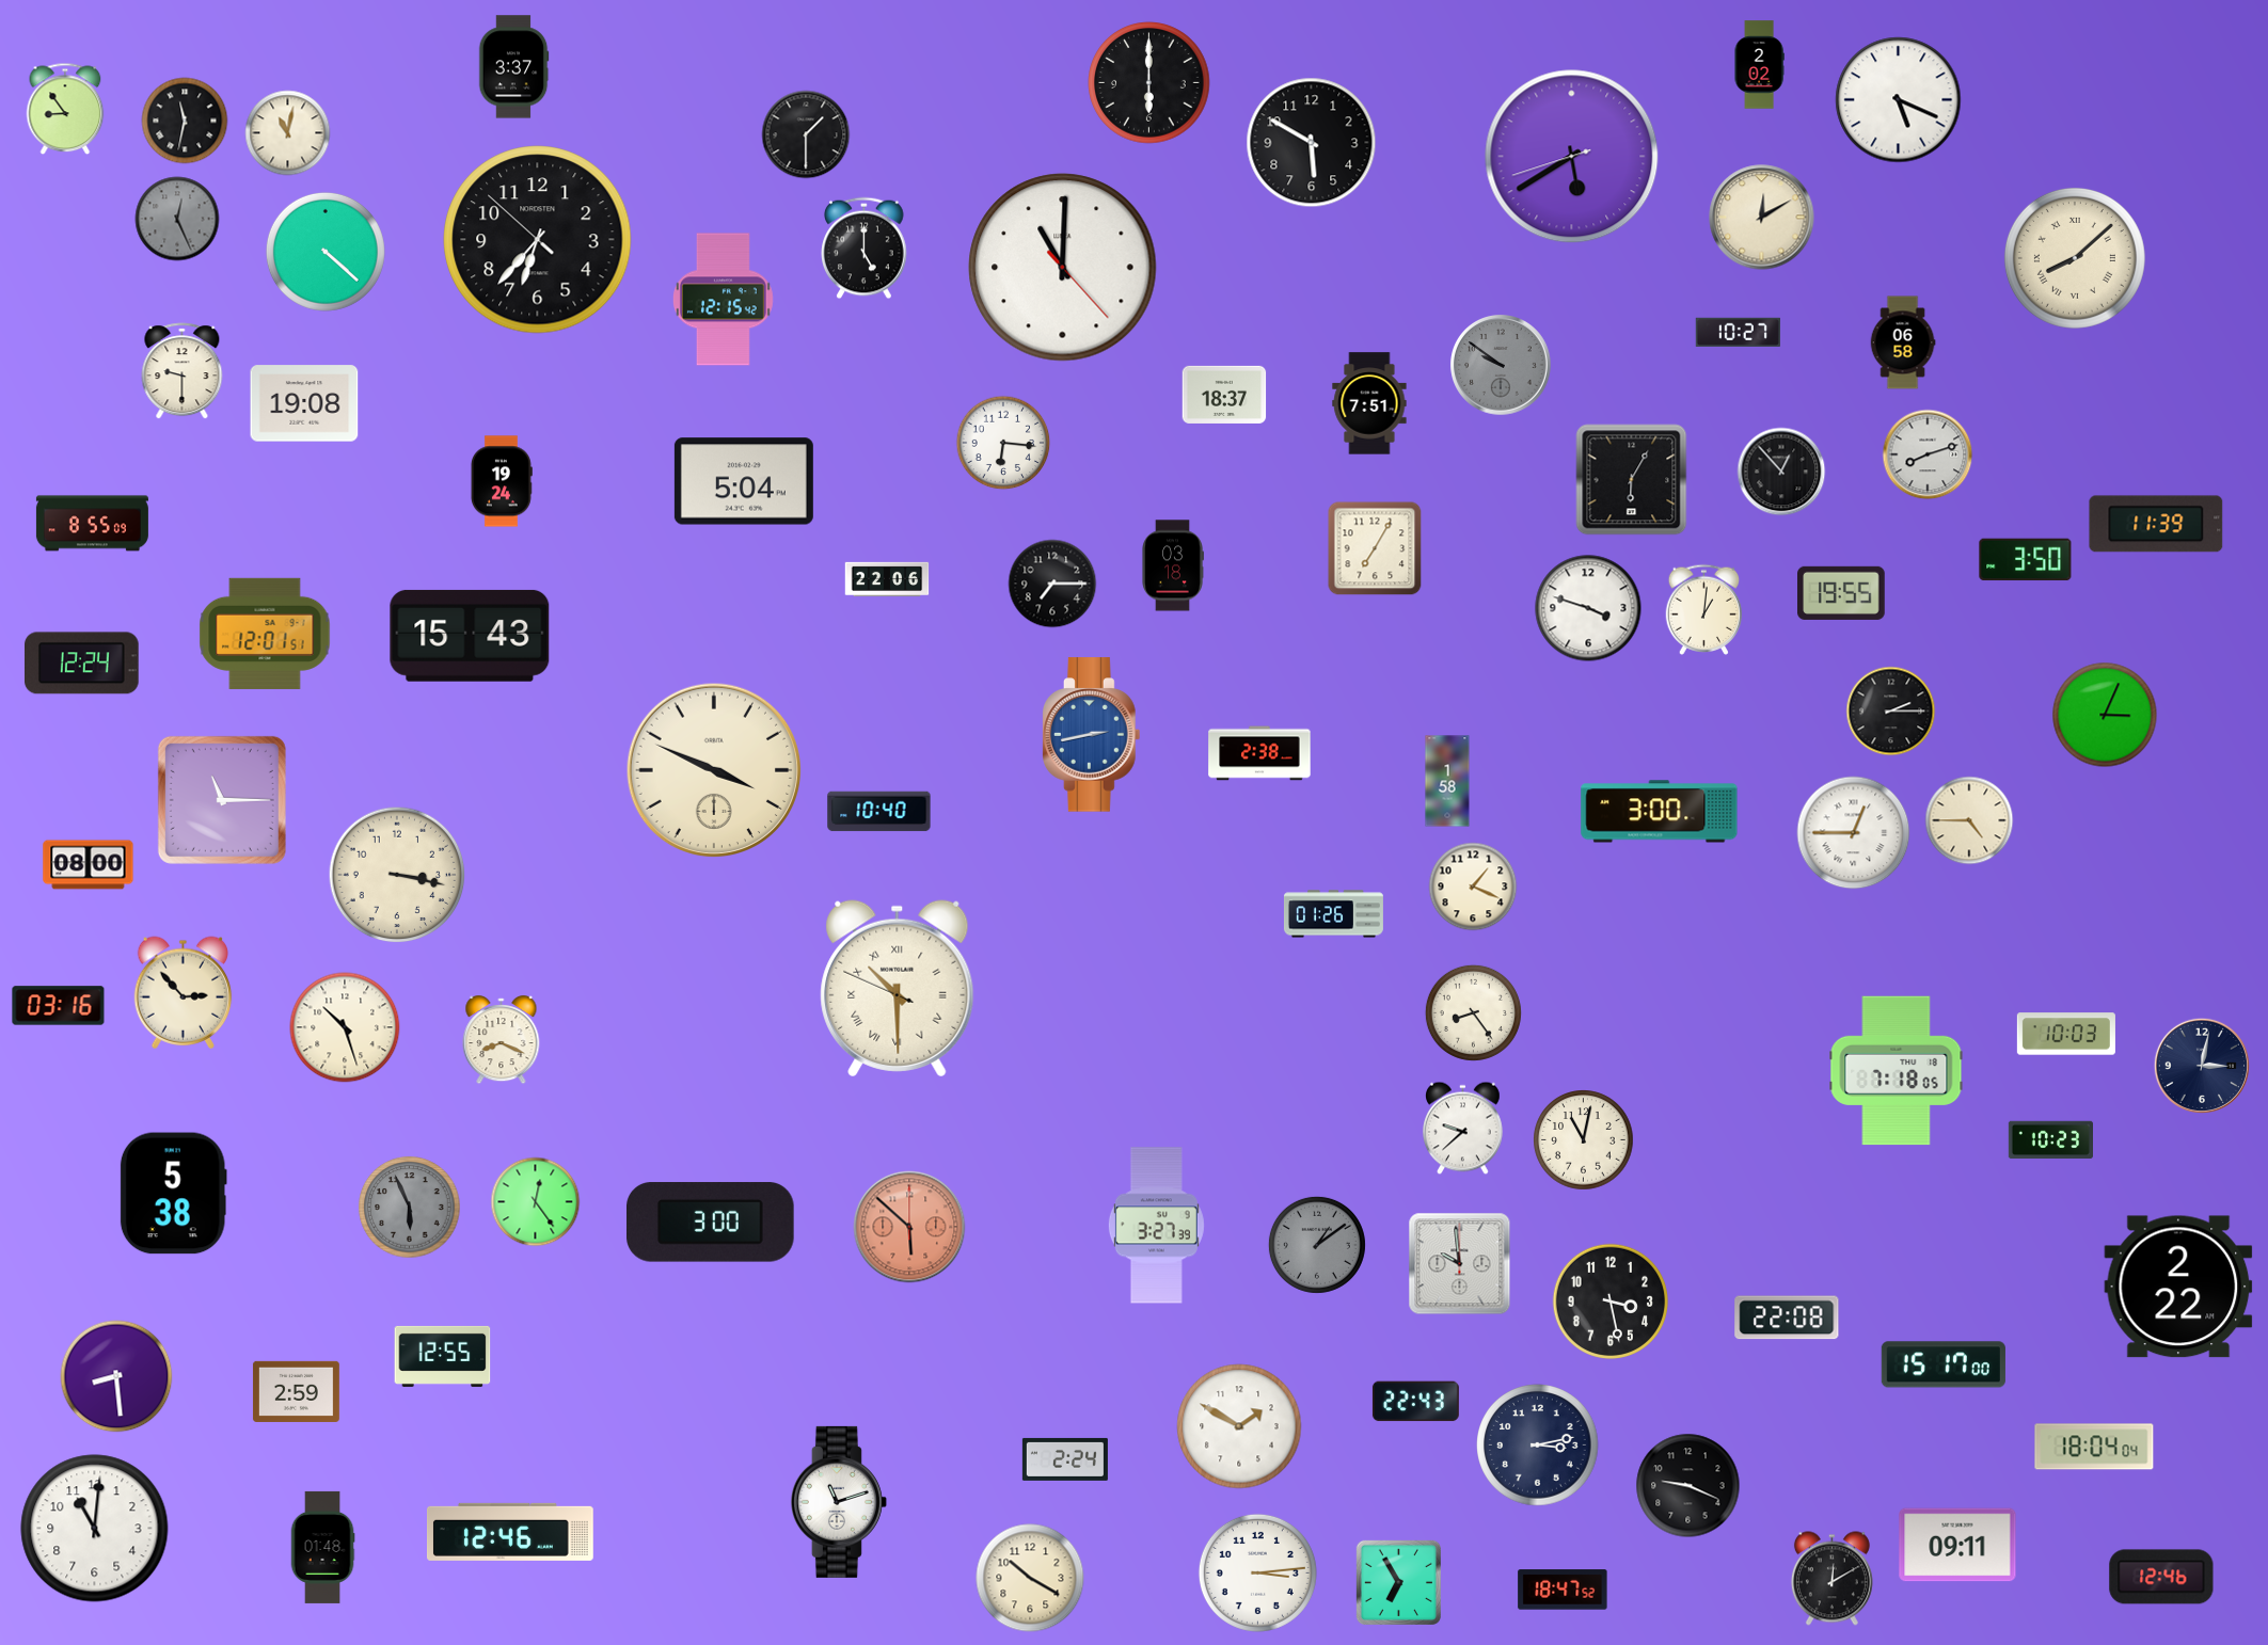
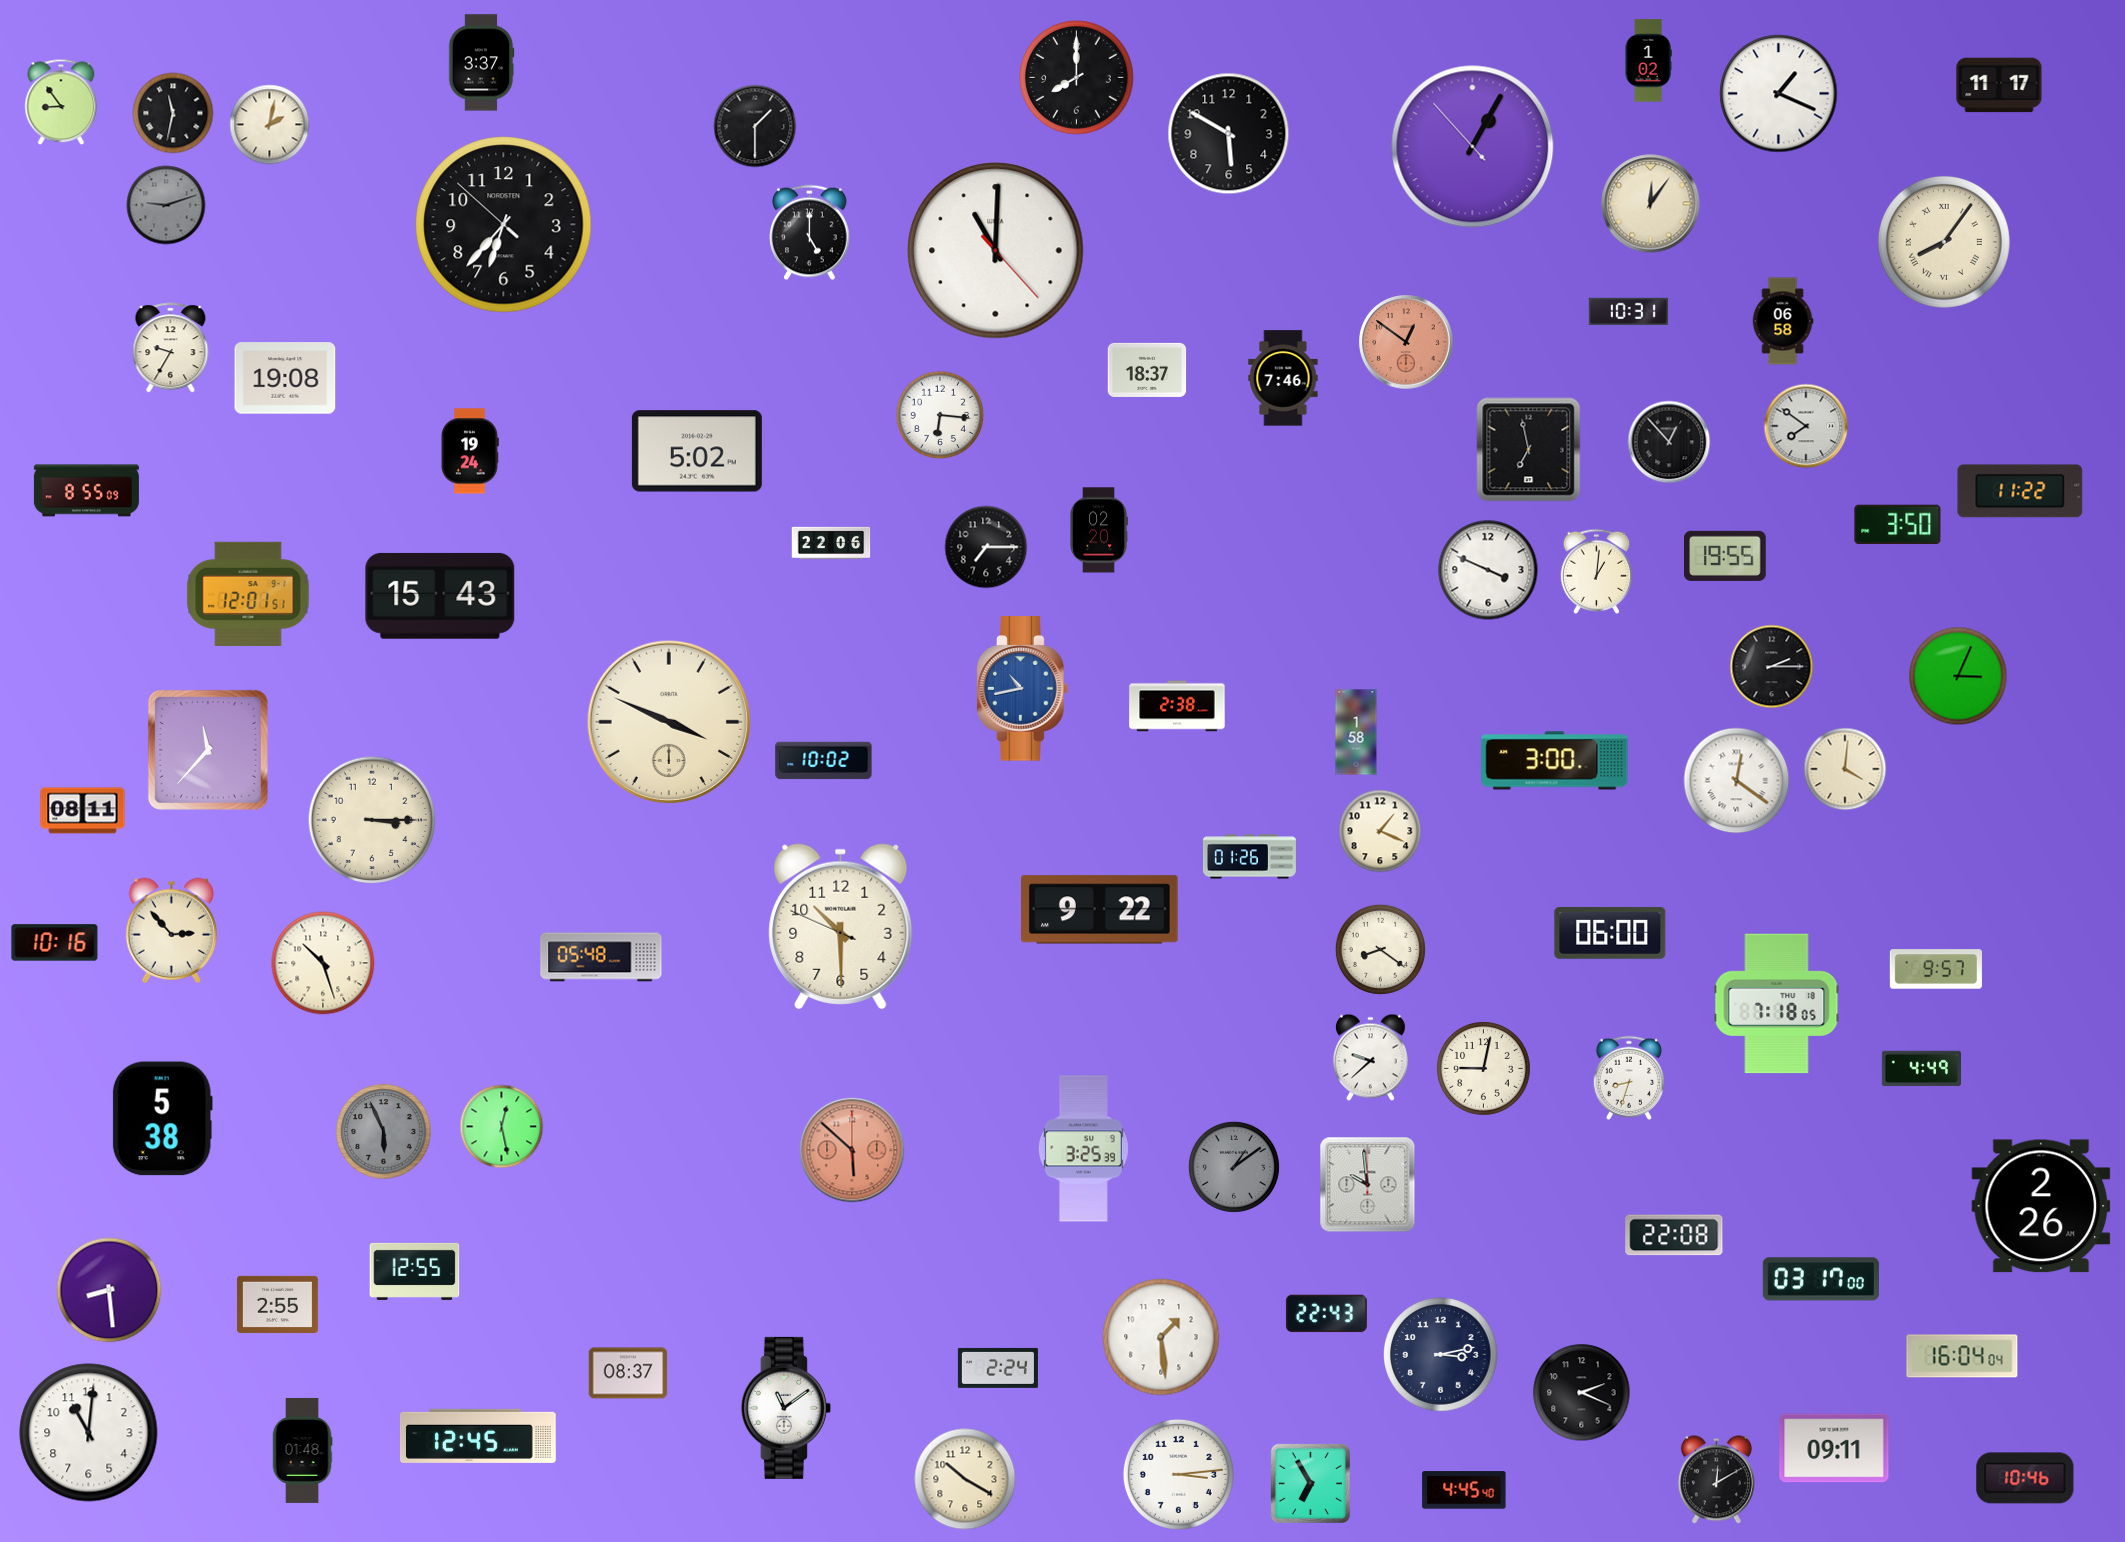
clock at (1759, 65): 2:02 -> 1:02
clock at (1149, 83): 6:00 -> 8:00
clock at (1999, 85): none -> 11:17
clock at (1899, 100): 5:19 -> 1:19
clock at (288, 133): 11:02 -> 2:02
clock at (1572, 157): 5:39 -> 1:04
clock at (1762, 218): 12:10 -> 12:06
clock at (177, 219): 12:26 -> 9:12
clock at (326, 252): 4:22 -> none
clock at (2075, 258): 8:08 -> 8:06
clock at (723, 300): 12:15 -> none
clock at (1738, 332): 10:27 -> 10:31
clock at (1501, 365): 9:51 -> 12:51
clock at (1501, 365) dial: grey -> salmon
clock at (183, 371): 9:30 -> 9:35
clock at (1369, 403): 7:51 -> 7:46
clock at (1928, 454): 8:12 -> 7:51
clock at (1632, 480): 6:05 -> 6:58
clock at (744, 481): 5:04 -> 5:02
clock at (2156, 524): 11:39 -> 11:22
clock at (1375, 548): 7:05 -> none
clock at (1173, 565): 03:18 -> 02:20
clock at (1588, 608): 3:48 -> 3:49
clock at (82, 664): 12:24 -> none
clock at (2105, 715) position: (2105, 715) -> (1958, 676)
clock at (1092, 735): 2:43 -> 10:43
clock at (1259, 753) position: (1259, 753) -> (1177, 706)
clock at (222, 800): 11:15 -> 11:37
clock at (879, 812): 10:40 -> 10:02
clock at (1969, 820): 4:45 -> 4:01
clock at (1854, 833): 12:45 -> 12:21
clock at (89, 865): 08:00 -> 08:11
clock at (397, 875): 3:17 -> 3:15
clock at (1100, 910): none -> 9:22
clock at (898, 989) numerals: Roman -> Arabic
clock at (1610, 933): none -> 06:00
clock at (59, 1006): 03:16 -> 10:16
clock at (1473, 1012): 8:24 -> 8:21
clock at (601, 957): none -> 05:48
clock at (2066, 1034): 10:03 -> 9:57
clock at (502, 1040): 8:19 -> none
clock at (2202, 1066): 3:02 -> none
clock at (1584, 1140): 11:02 -> 9:02
clock at (2050, 1140): 10:23 -> 4:49
clock at (1628, 1078): none -> 8:33
clock at (536, 1202): 12:24 -> 12:28
clock at (711, 1223): 3:00 -> none
clock at (1156, 1226): 3:27 -> 3:25
clock at (2178, 1287): 2:22 -> 2:26
clock at (1609, 1300): 3:28 -> none
clock at (1944, 1364): 15:17 -> 03:17
clock at (296, 1391): 2:59 -> 2:55
clock at (1239, 1426): 1:50 -> 1:29
clock at (2094, 1447): 18:04 -> 16:04
clock at (628, 1373): none -> 08:37
clock at (1688, 1486): 9:19 -> 2:19
clock at (839, 1502): 11:12 -> 11:09
clock at (511, 1532): 12:46 -> 12:45
clock at (2161, 1577): 12:46 -> 10:46
clock at (1563, 1590): 18:47 -> 4:45
